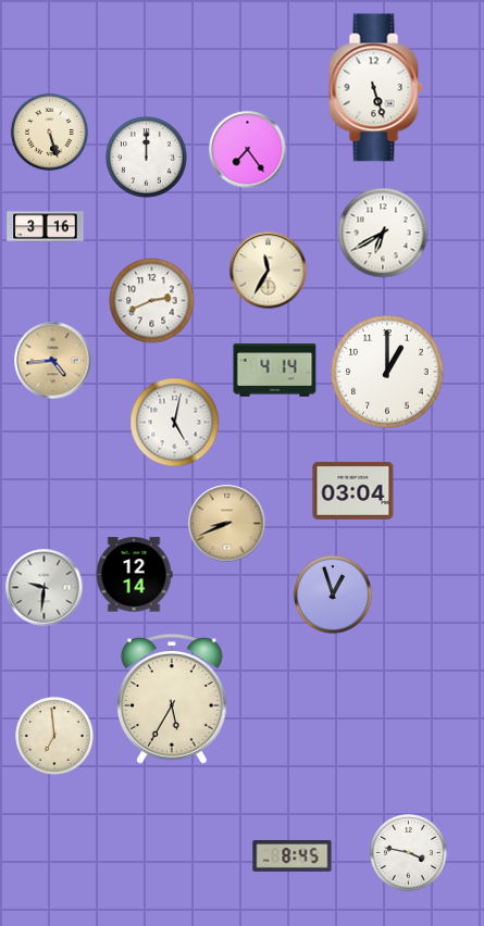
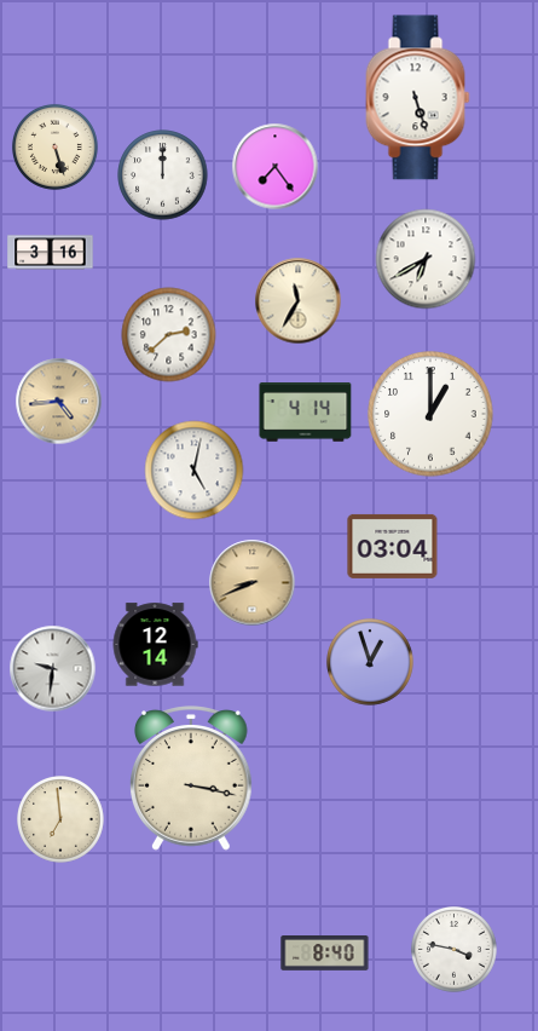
clock at (152, 301): 2:41 -> 2:38
clock at (134, 575) position: (134, 575) -> (155, 645)
clock at (45, 588) position: (45, 588) -> (53, 669)
clock at (173, 699): 5:35 -> 3:17
clock at (293, 856): 8:45 -> 8:40
